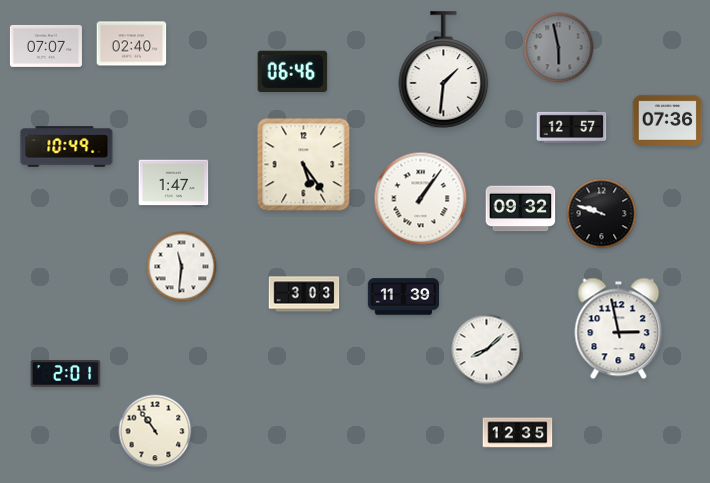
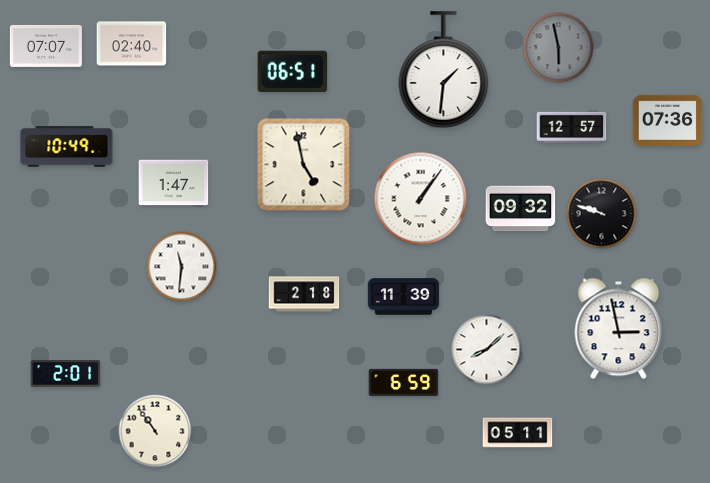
clock at (293, 71): 06:46 -> 06:51
clock at (304, 165): 5:24 -> 4:58
clock at (304, 294): 3:03 -> 2:18
clock at (404, 382): none -> 6:59
clock at (518, 433): 12:35 -> 05:11
